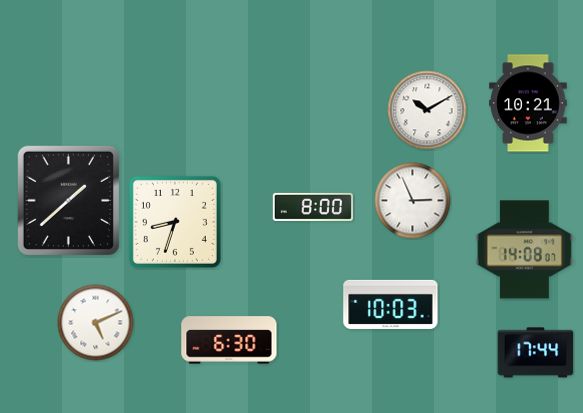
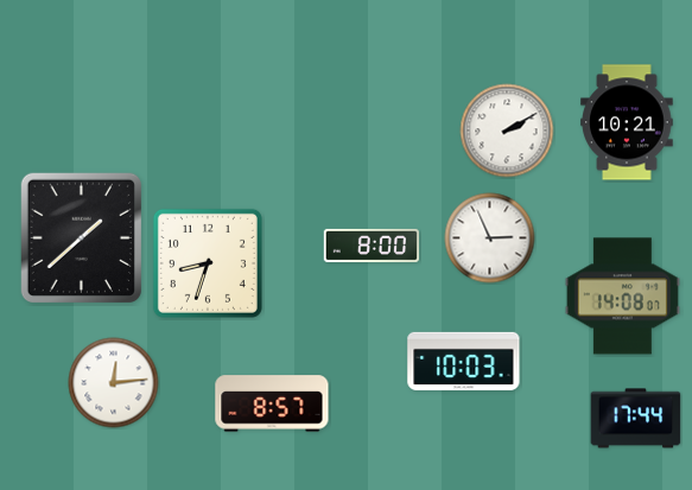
clock at (427, 110): 10:10 -> 2:10
clock at (96, 323): 5:11 -> 12:14
clock at (229, 340): 6:30 -> 8:57
